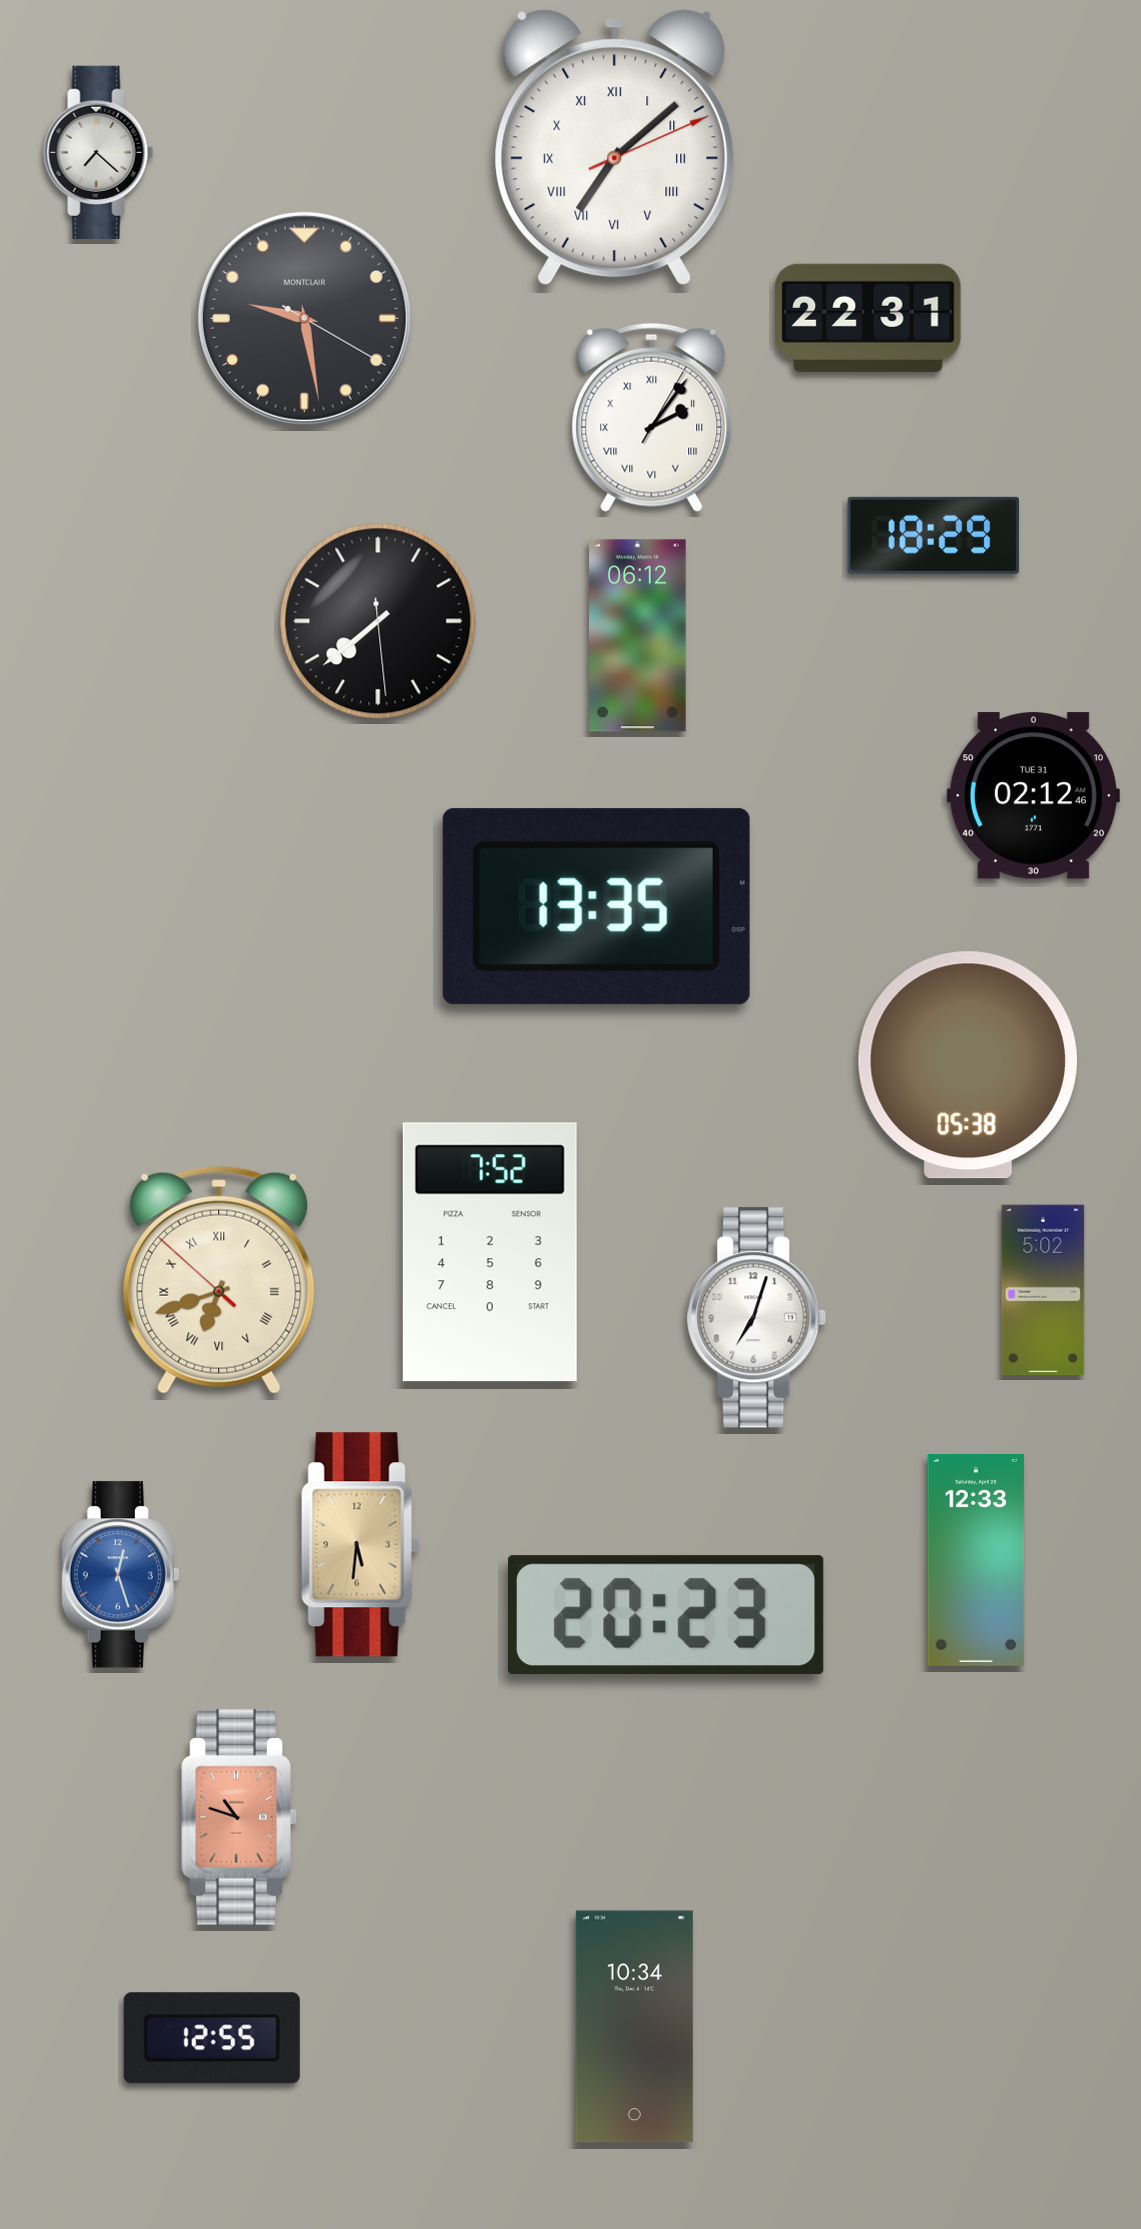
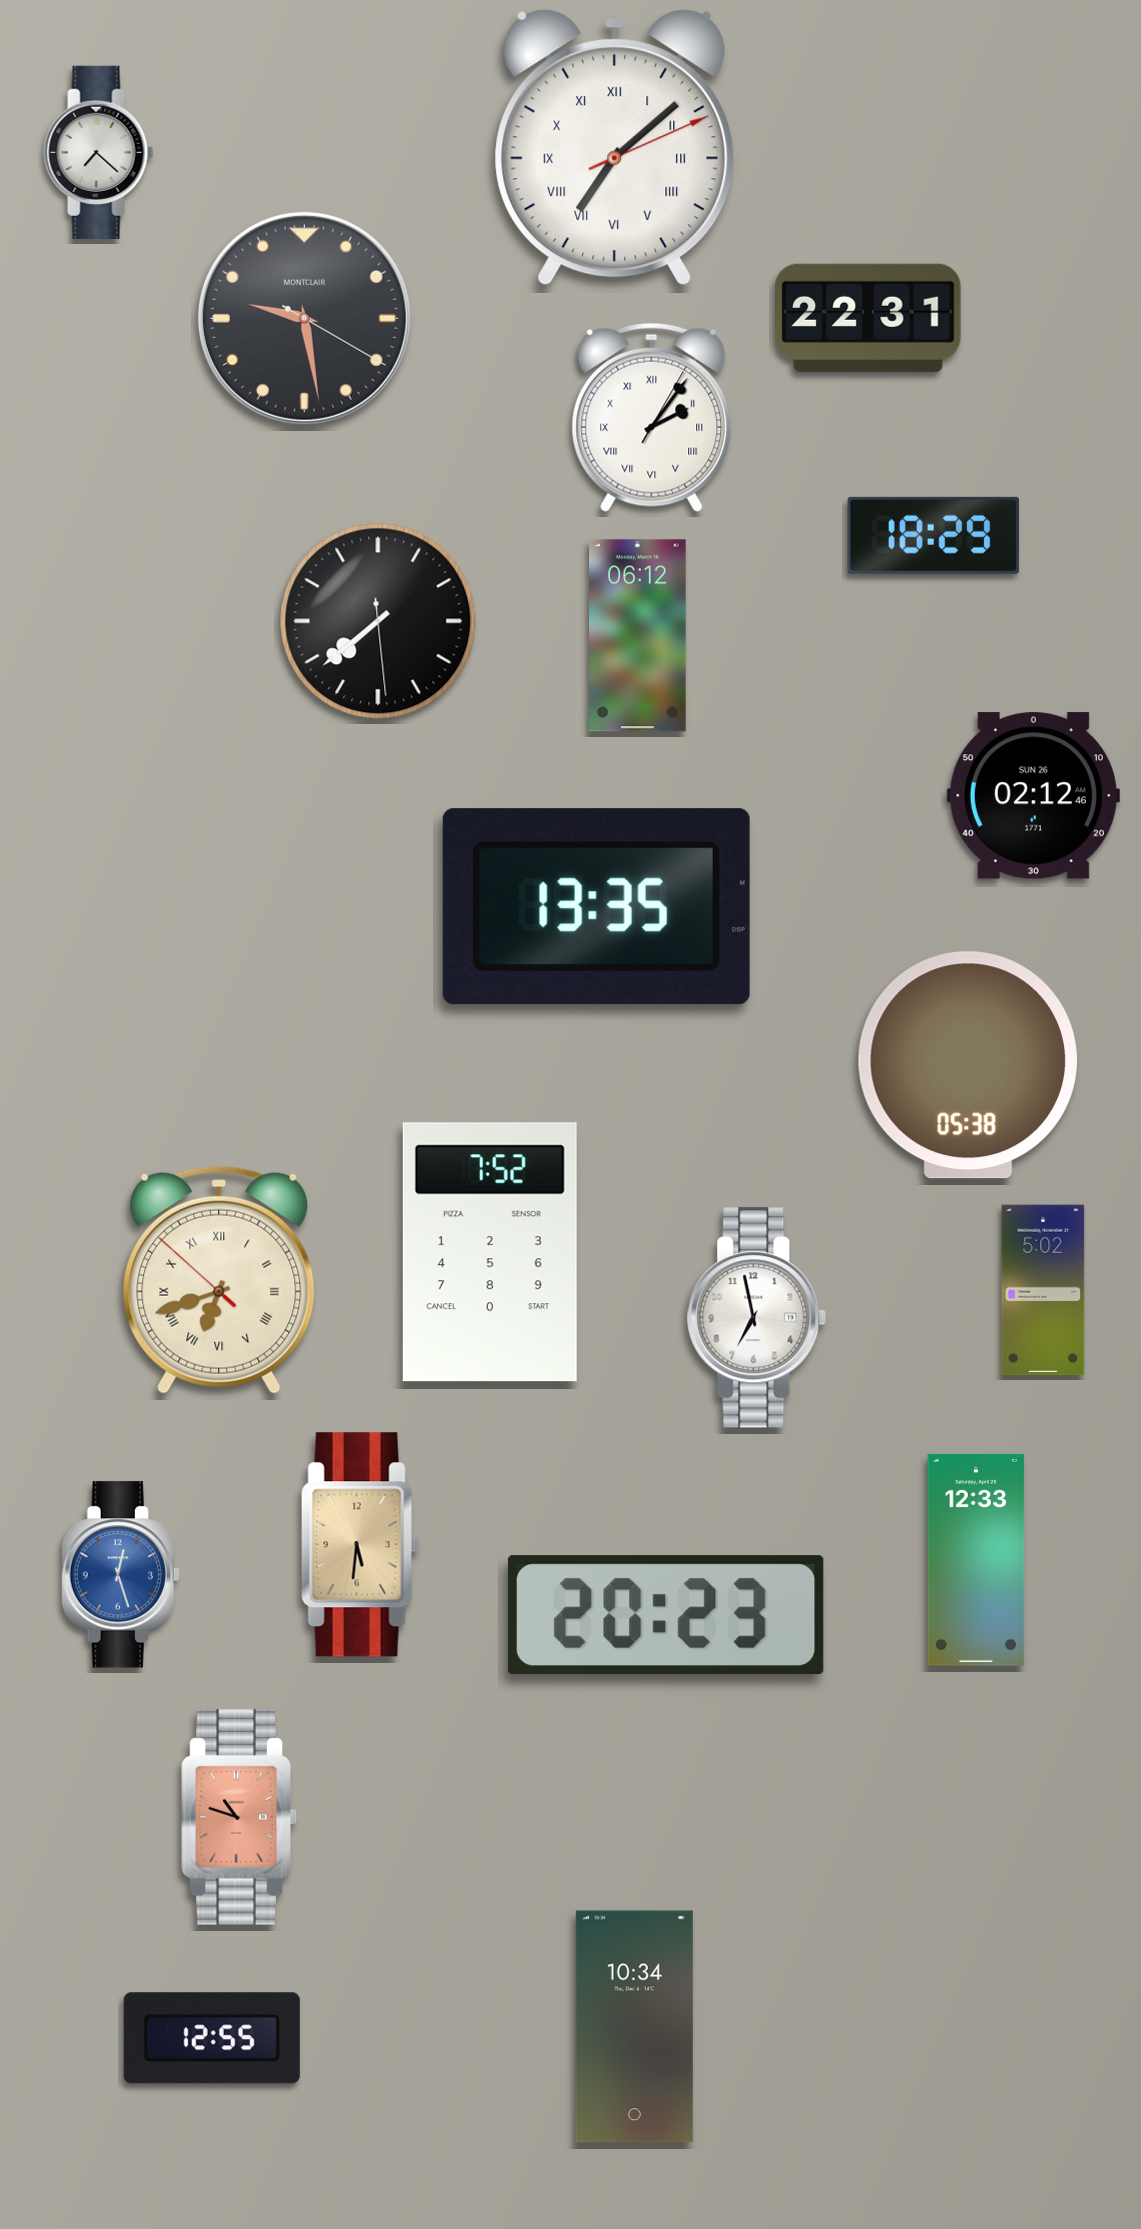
clock at (1033, 796) date: TUE 31 -> SUN 26
clock at (757, 1318): 7:03 -> 6:58
